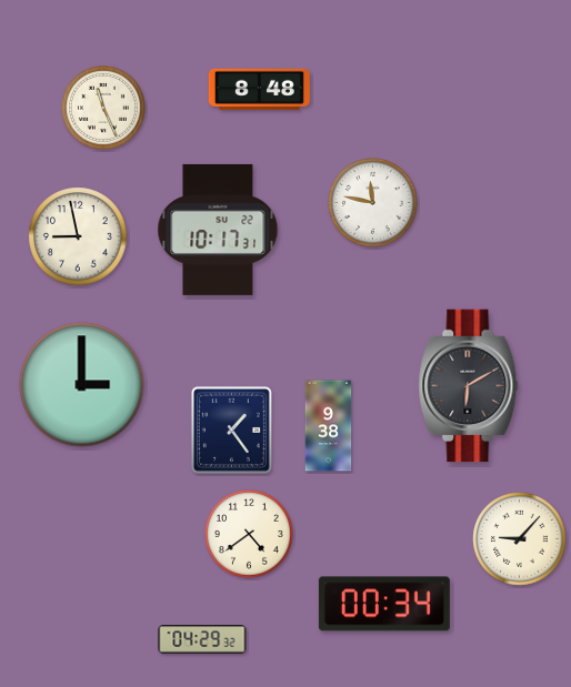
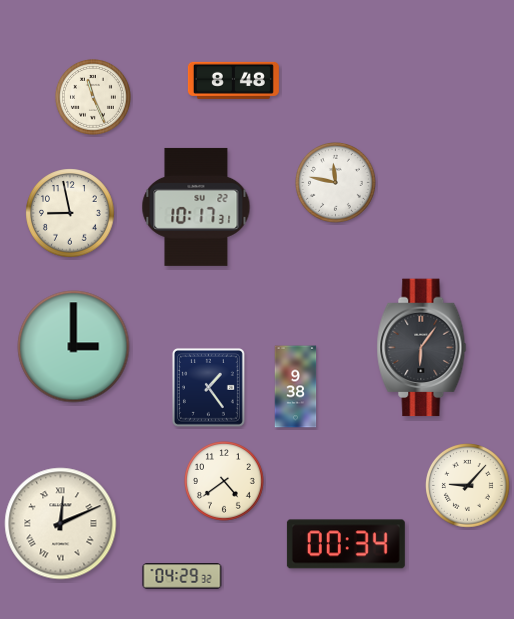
clock at (469, 386): 6:10 -> 6:06
clock at (329, 426) position: (329, 426) -> (296, 387)
clock at (61, 524): none -> 12:11
